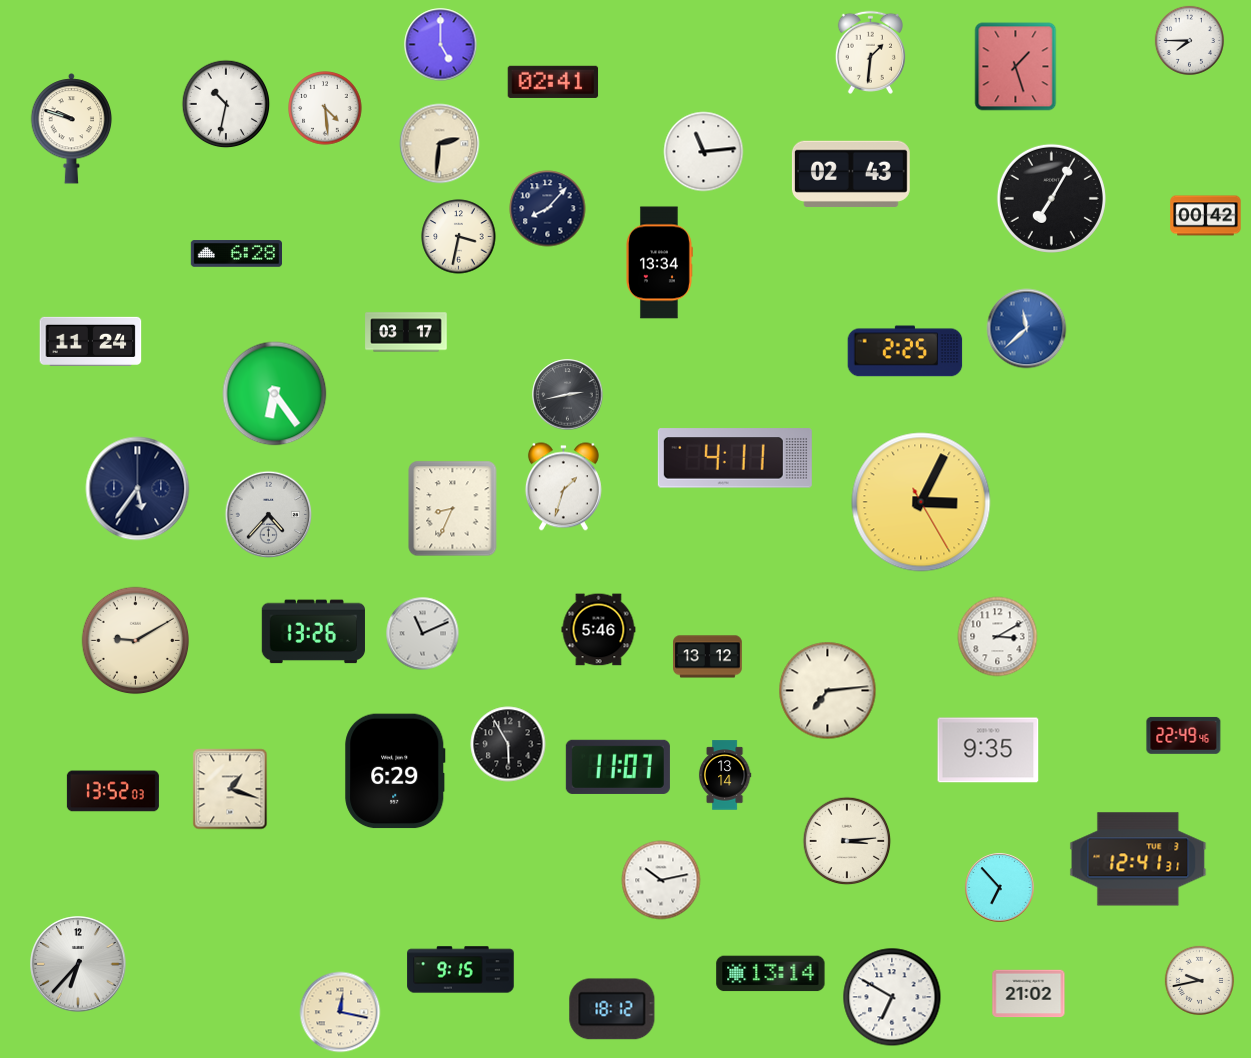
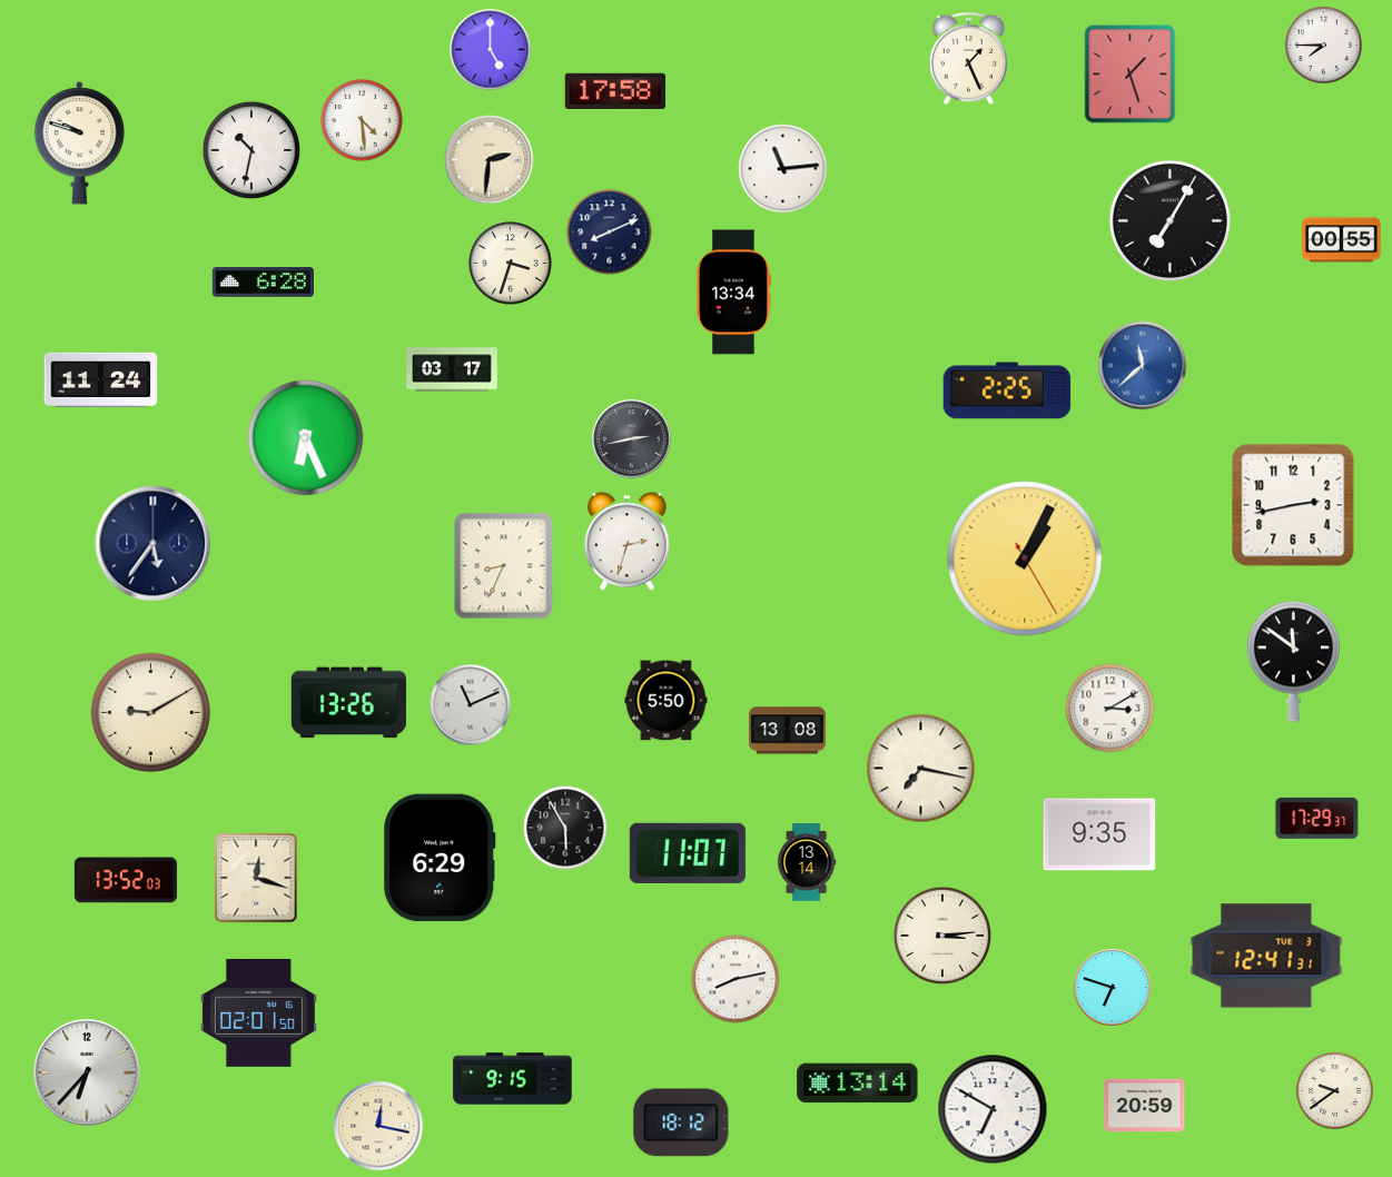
clock at (870, 52): 1:31 -> 1:26
clock at (553, 82): 02:41 -> 17:58
clock at (226, 104) position: (226, 104) -> (251, 150)
clock at (851, 174): 02:43 -> none
clock at (548, 209): 8:07 -> 8:11
clock at (1206, 216): 00:42 -> 00:55
clock at (459, 237): 3:32 -> 3:33
clock at (275, 394): 6:24 -> 6:26
clock at (1293, 505): none -> 2:43
clock at (735, 458): 4:11 -> none
clock at (563, 487): 1:33 -> 2:33
clock at (921, 502): 3:04 -> 1:04
clock at (269, 515): 4:37 -> none
clock at (1293, 661): none -> 11:51
clock at (599, 630): 5:46 -> 5:50
clock at (708, 657): 13:12 -> 13:08
clock at (828, 691): 7:14 -> 7:17
clock at (1184, 735): 22:49 -> 17:29
clock at (230, 789): 1:18 -> 12:18
clock at (661, 880): 10:13 -> 8:13
clock at (1000, 888): 6:53 -> 6:48
clock at (258, 1012): none -> 02:01
clock at (1199, 980): 9:43 -> 9:39
clock at (1029, 994): 21:02 -> 20:59
